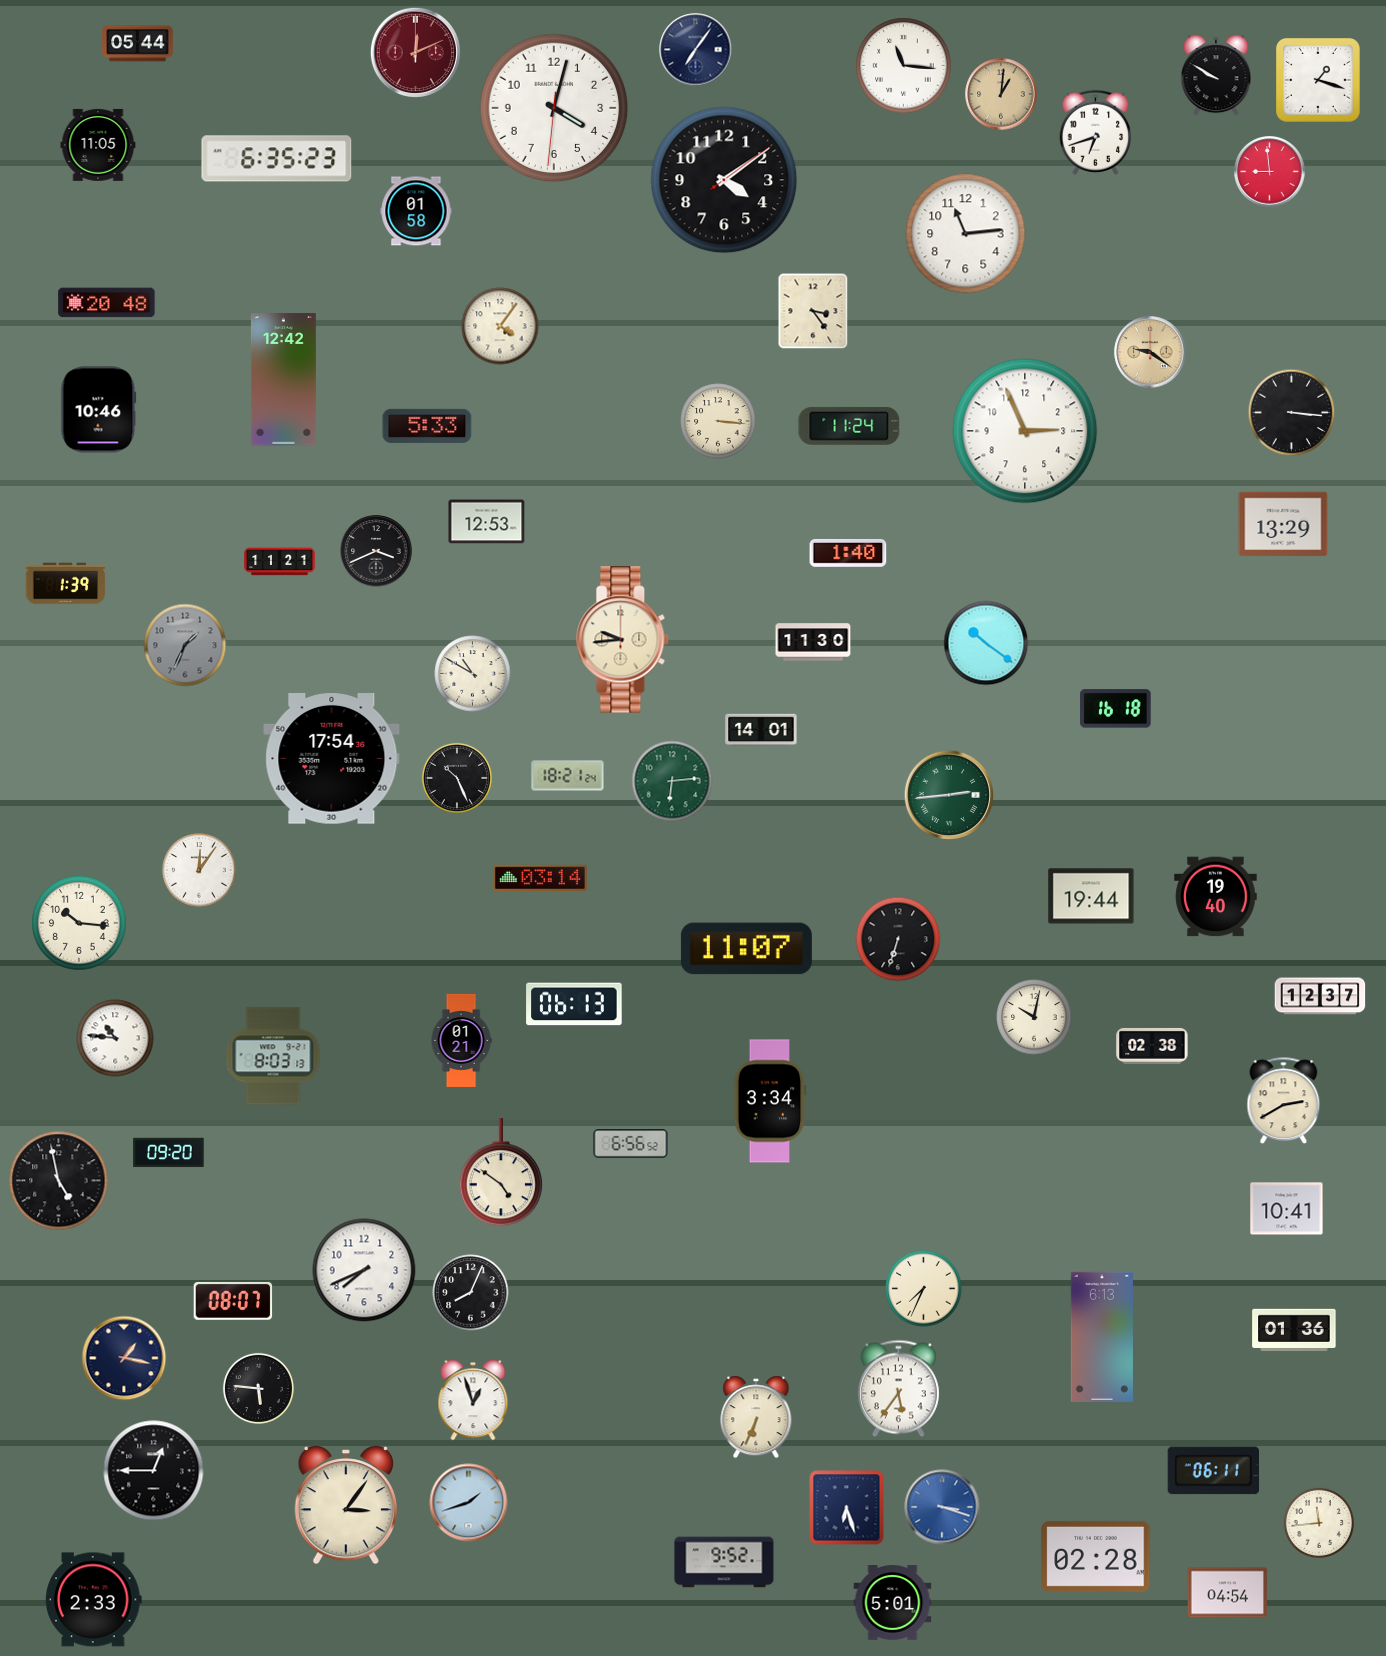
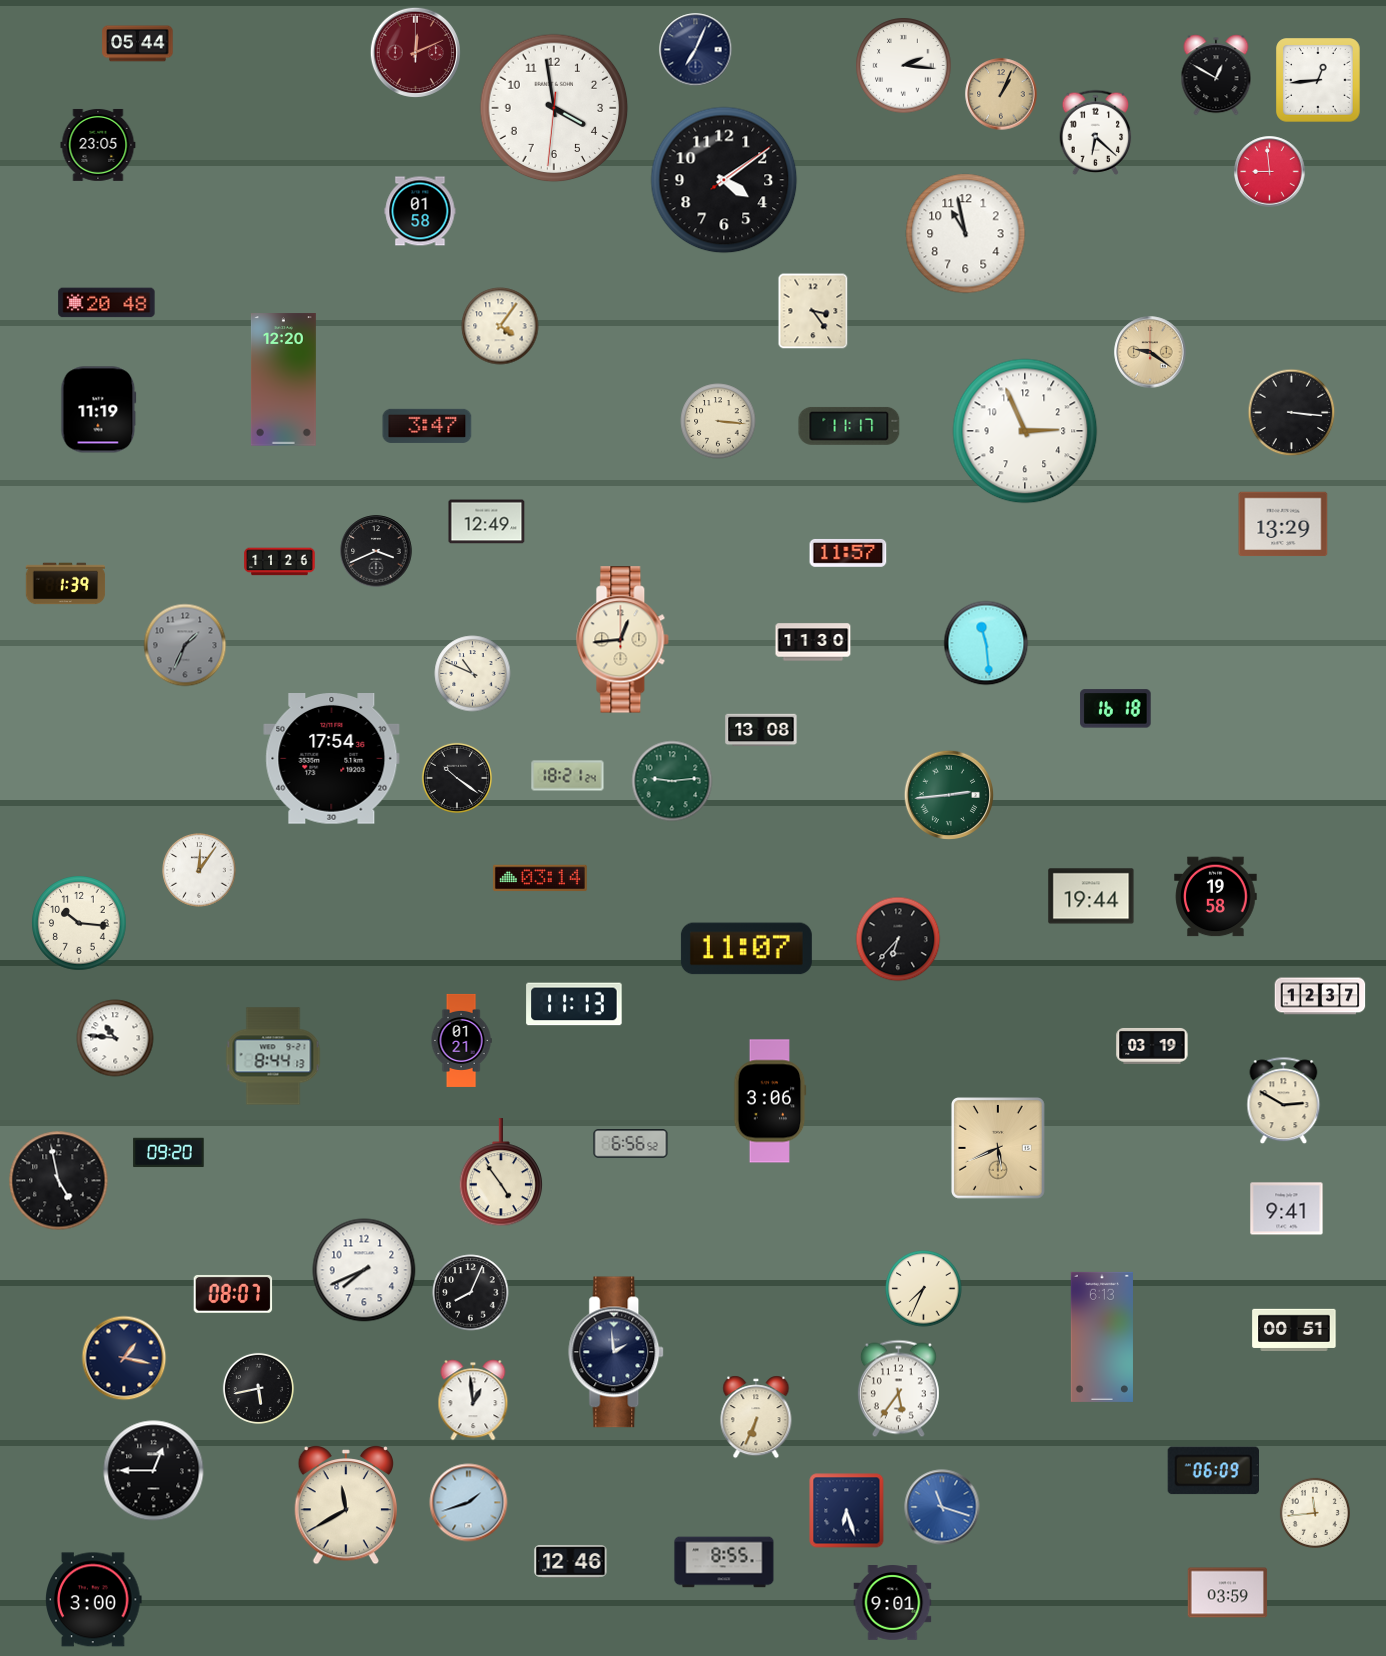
clock at (696, 50): 7:06 -> 7:04
clock at (904, 66): 11:16 -> 2:16
clock at (1216, 75): 9:50 -> 12:50
clock at (1318, 80): 1:18 -> 12:44
clock at (1001, 94): 1:01 -> 1:04
clock at (554, 108): 4:02 -> 3:58
clock at (1096, 132): 6:42 -> 6:22
clock at (98, 145): 11:05 -> 23:05
clock at (277, 159): 6:35 -> none
clock at (416, 211) position: (416, 211) -> (420, 211)
clock at (966, 234): 11:14 -> 10:58
clock at (283, 380): 12:42 -> 12:20
clock at (99, 410): 10:46 -> 11:19
clock at (427, 426): 5:33 -> 3:47
clock at (849, 426): 11:24 -> 11:17
clock at (487, 522): 12:53 -> 12:49
clock at (848, 553): 1:40 -> 11:57
clock at (280, 562): 11:21 -> 11:26
clock at (623, 640): 9:44 -> 12:44
clock at (986, 643): 10:21 -> 11:29
clock at (473, 674): 10:50 -> 10:49
clock at (761, 730): 14:01 -> 13:08
clock at (457, 778): 10:26 -> 10:21
clock at (672, 781): 6:14 -> 9:14
clock at (1216, 897): 19:40 -> 19:58
clock at (898, 939): 6:33 -> 6:37
clock at (574, 1004): 06:13 -> 11:13
clock at (1034, 1017): 10:02 -> none
clock at (1152, 1046): 02:38 -> 03:19
clock at (273, 1056): 8:03 -> 8:44
clock at (770, 1101): 3:34 -> 3:06
clock at (1284, 1101): 2:40 -> 2:50
clock at (999, 1149): none -> 5:41
clock at (501, 1173): 4:51 -> 4:54
clock at (1287, 1209): 10:41 -> 9:41
clock at (233, 1301) position: (233, 1301) -> (233, 1294)
clock at (1294, 1329): 01:36 -> 00:51
clock at (617, 1352): none -> 1:59
clock at (258, 1388): 5:46 -> 5:43
clock at (473, 1400): 12:57 -> 12:59
clock at (1213, 1471): 06:11 -> 06:09
clock at (346, 1506): 3:06 -> 11:40
clock at (942, 1507): 3:18 -> 11:18
clock at (847, 1508) position: (847, 1508) -> (847, 1511)
clock at (1319, 1523) position: (1319, 1523) -> (1315, 1513)
clock at (1096, 1556): 02:28 -> none
clock at (571, 1562): none -> 12:46
clock at (724, 1562): 9:52 -> 8:55
clock at (1228, 1593): 04:54 -> 03:59
clock at (94, 1600): 2:33 -> 3:00
clock at (893, 1603): 5:01 -> 9:01
